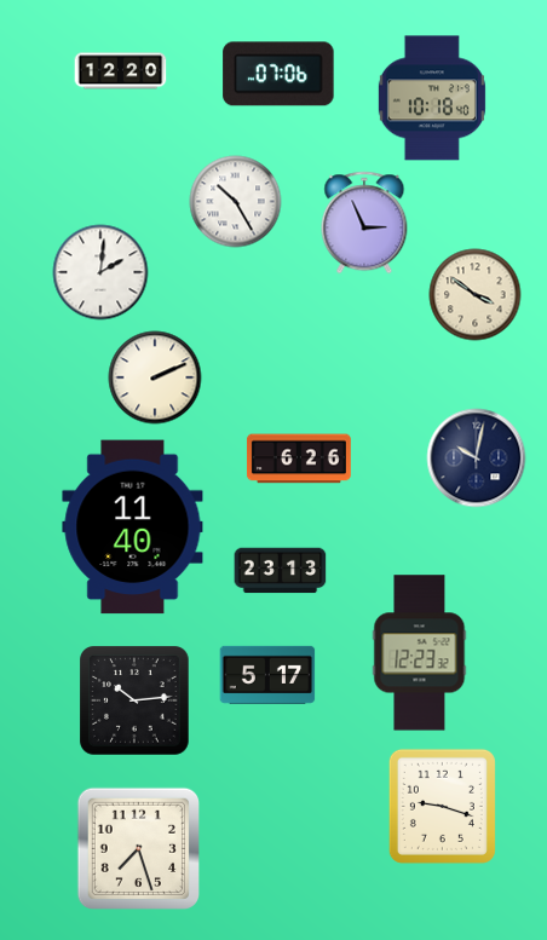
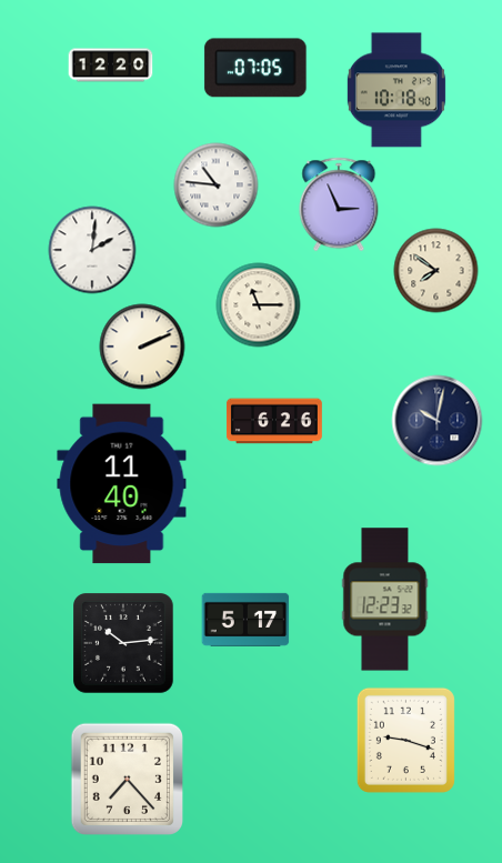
clock at (278, 74): 07:06 -> 07:05
clock at (236, 202): 10:25 -> 10:46
clock at (364, 223) position: (364, 223) -> (339, 204)
clock at (476, 295): 3:51 -> 7:51
clock at (259, 305): none -> 11:15
clock at (281, 571): 23:13 -> none
clock at (138, 848): 7:27 -> 7:23
